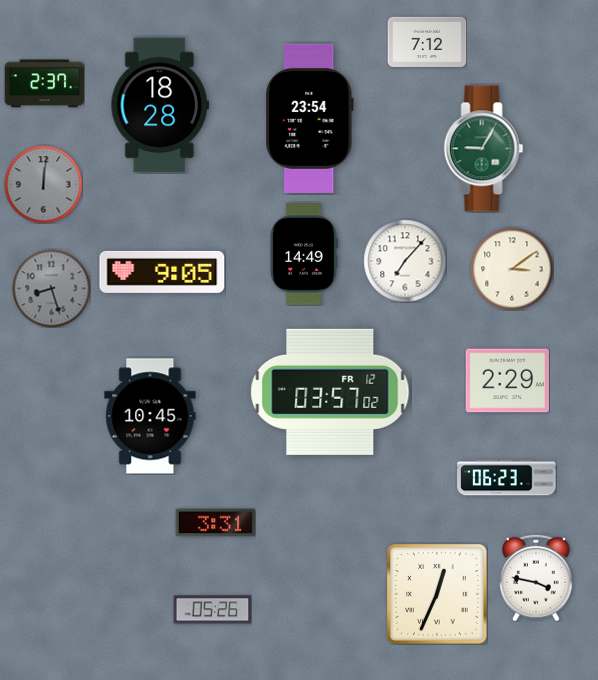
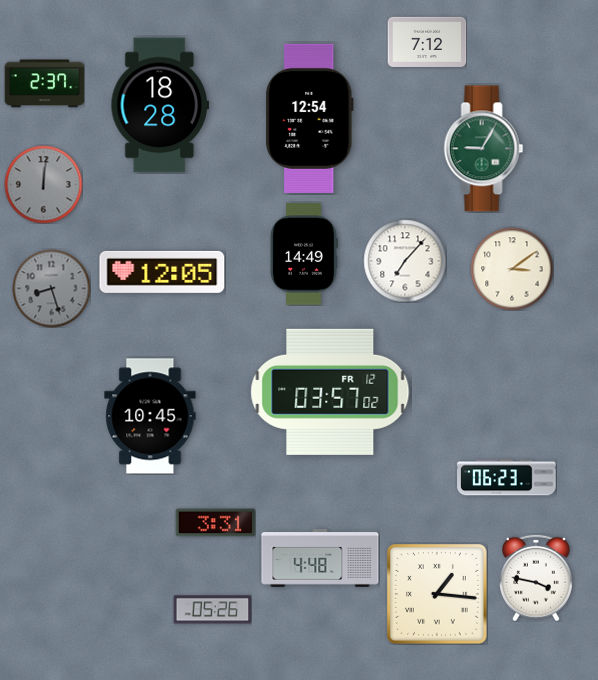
clock at (310, 118): 23:54 -> 12:54
clock at (162, 272): 9:05 -> 12:05
clock at (507, 381): 2:29 -> none
clock at (320, 558): none -> 4:48
clock at (437, 594): 12:34 -> 1:16
